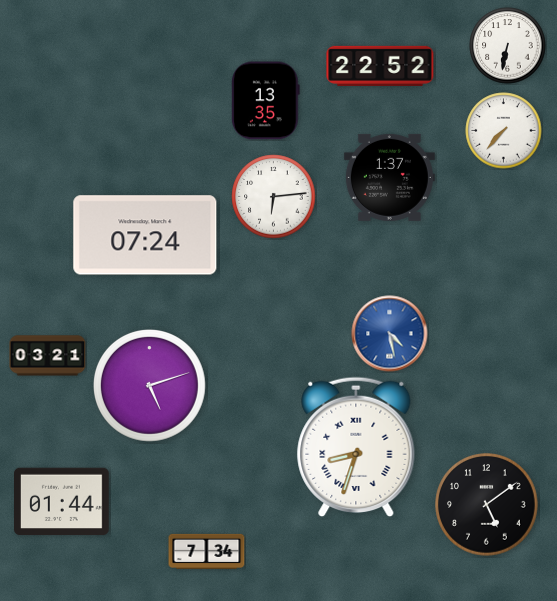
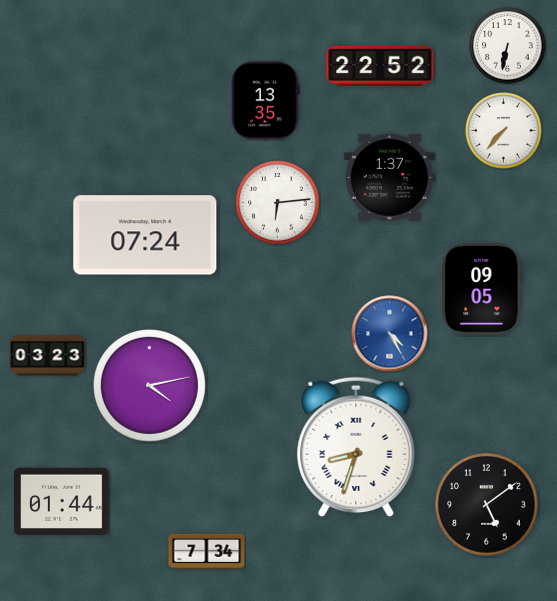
clock at (274, 197) position: (274, 197) -> (278, 203)
clock at (483, 289): none -> 09:05
clock at (390, 334): 4:28 -> 4:25
clock at (48, 356): 03:21 -> 03:23
clock at (150, 386): 5:12 -> 4:13
